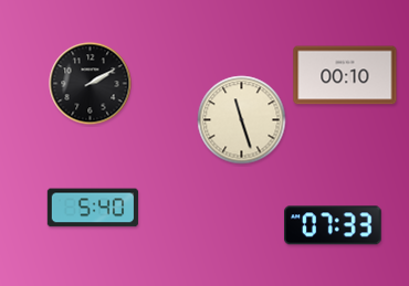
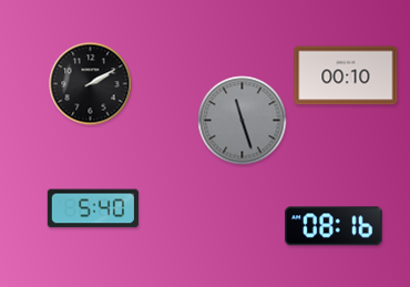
clock at (242, 120) dial: cream -> grey
clock at (334, 225): 07:33 -> 08:16
